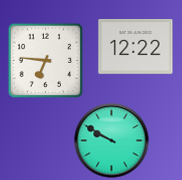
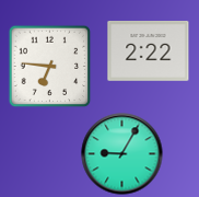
clock at (136, 47): 12:22 -> 2:22
clock at (112, 141): 9:50 -> 9:05
